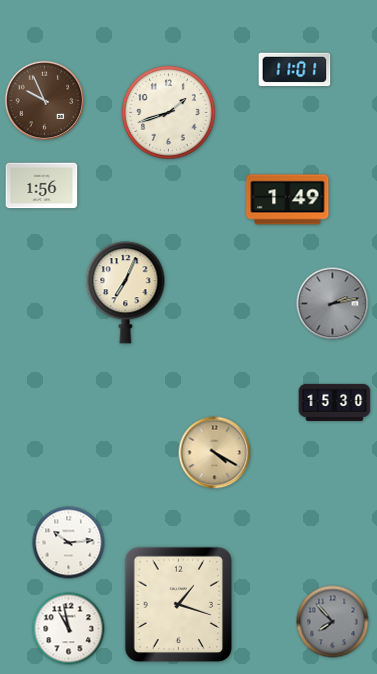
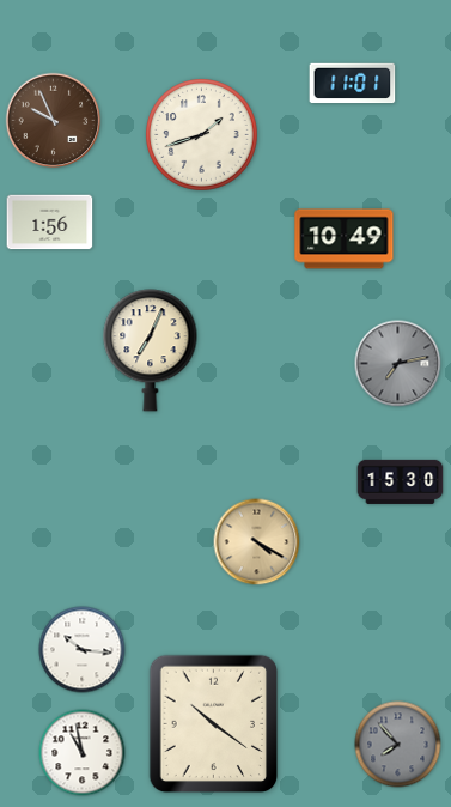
clock at (288, 200): 1:49 -> 10:49
clock at (333, 304): 2:13 -> 7:13
clock at (69, 543): 10:14 -> 10:16
clock at (179, 605): 1:18 -> 10:21
